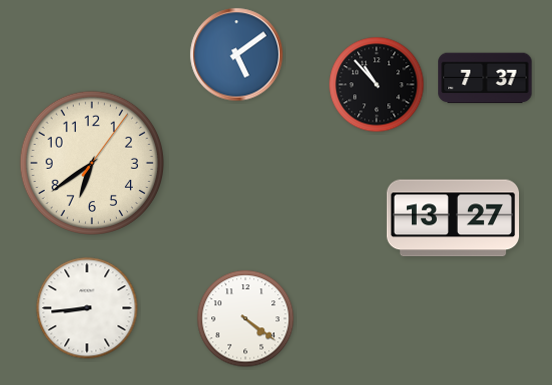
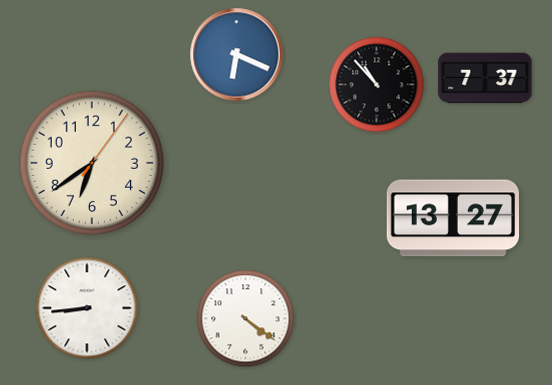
clock at (237, 55): 5:09 -> 6:19
